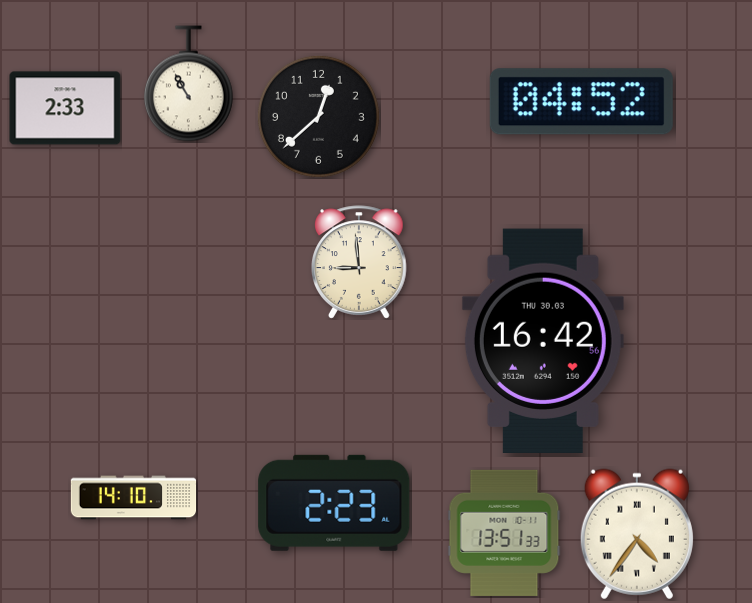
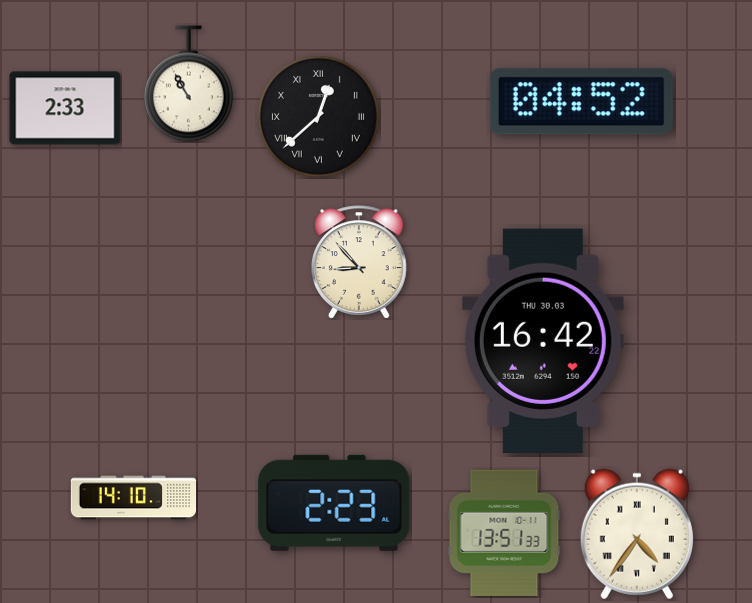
clock at (318, 116) numerals: Arabic -> Roman
clock at (359, 262): 8:59 -> 8:53
clock at (543, 340): 16:42:56 -> 16:42:22
